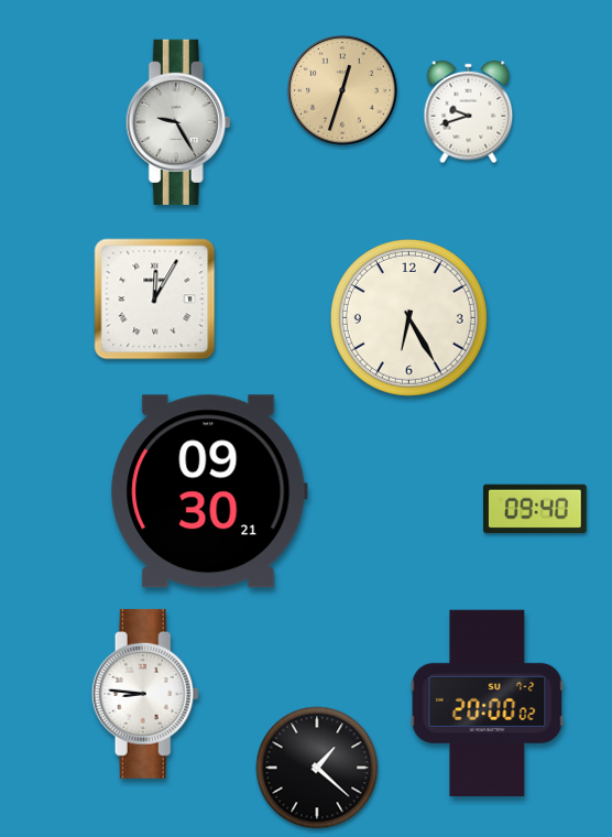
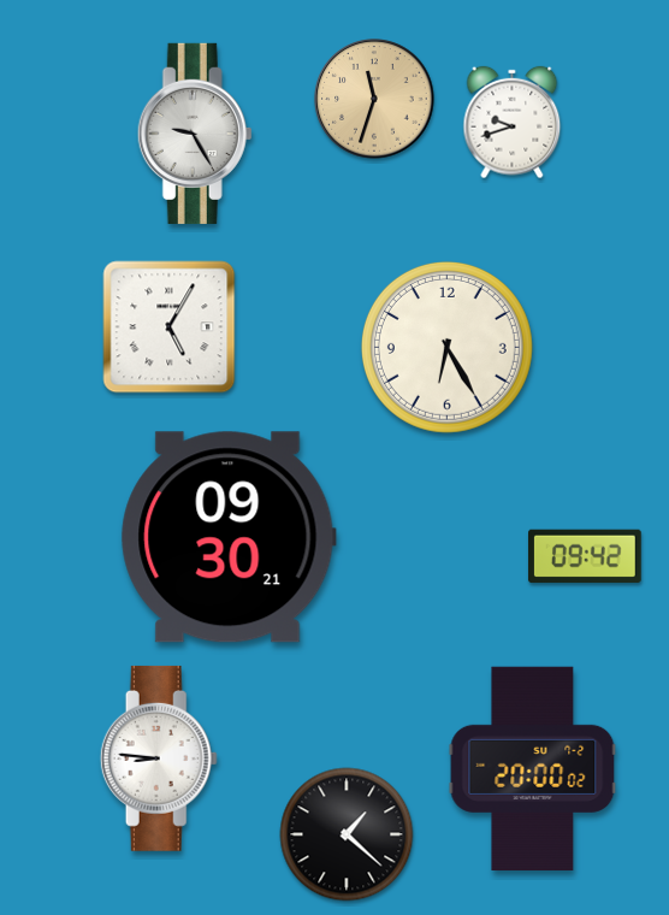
clock at (342, 90): 12:33 -> 11:33
clock at (155, 300): 12:05 -> 5:05
clock at (536, 509): 09:40 -> 09:42
clock at (317, 768) position: (317, 768) -> (347, 834)
